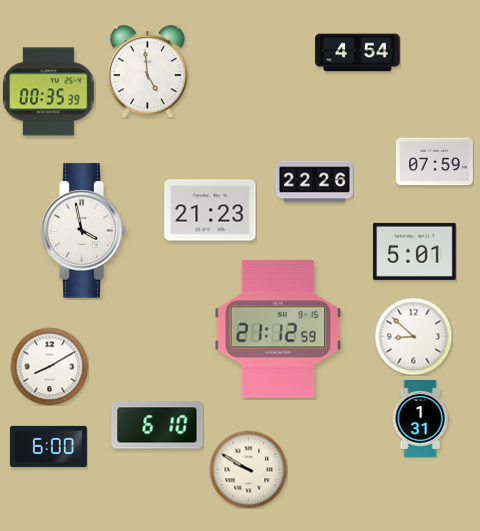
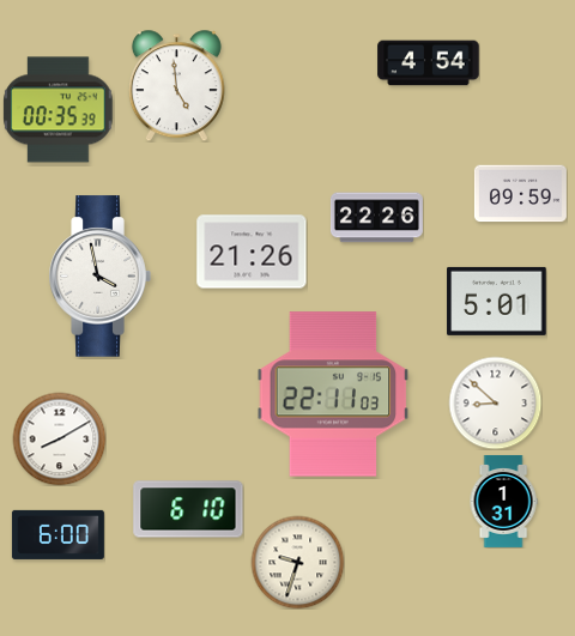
clock at (434, 162): 07:59 -> 09:59
clock at (210, 210): 21:23 -> 21:26
clock at (278, 329): 21:12 -> 22:11
clock at (248, 469): 9:50 -> 9:33
